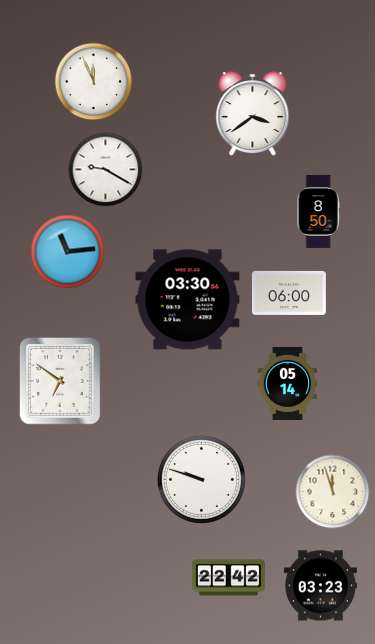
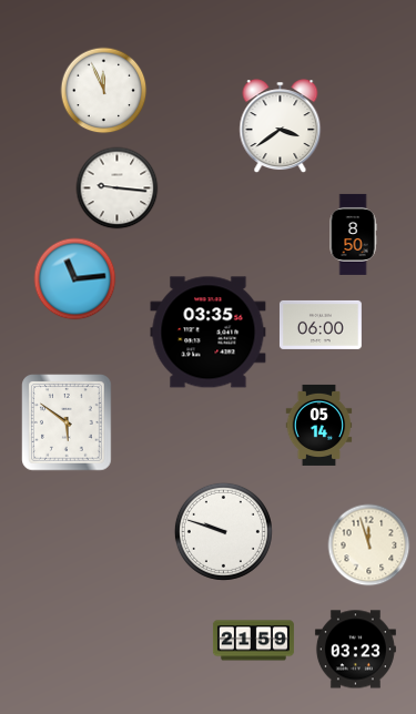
clock at (106, 170): 9:20 -> 9:16
clock at (188, 300): 03:30 -> 03:35
clock at (60, 381): 6:51 -> 5:51
clock at (228, 578): 22:42 -> 21:59
